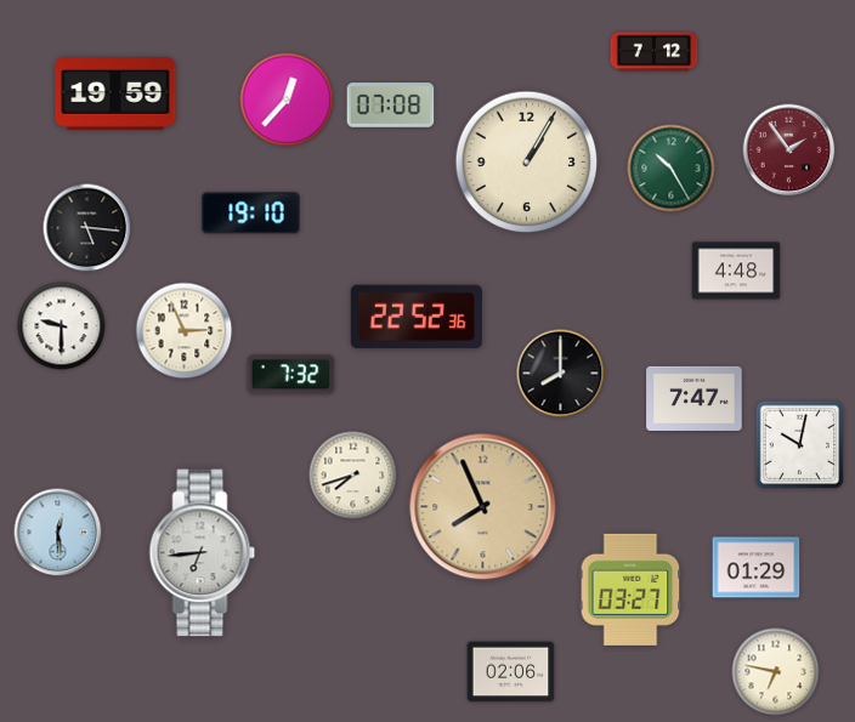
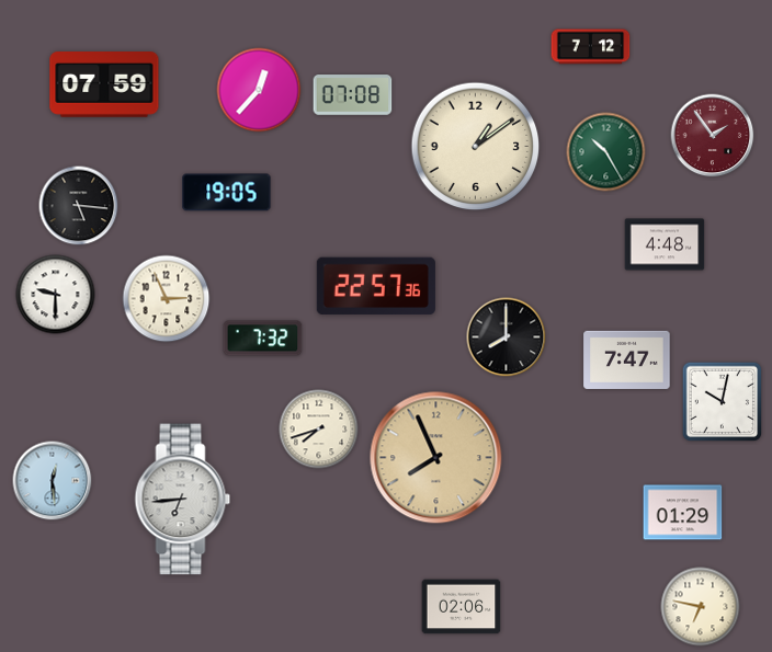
clock at (115, 95): 19:59 -> 07:59
clock at (527, 163): 1:05 -> 1:09
clock at (251, 214): 19:10 -> 19:05
clock at (417, 317): 22:52 -> 22:57
clock at (630, 590): 03:27 -> none
